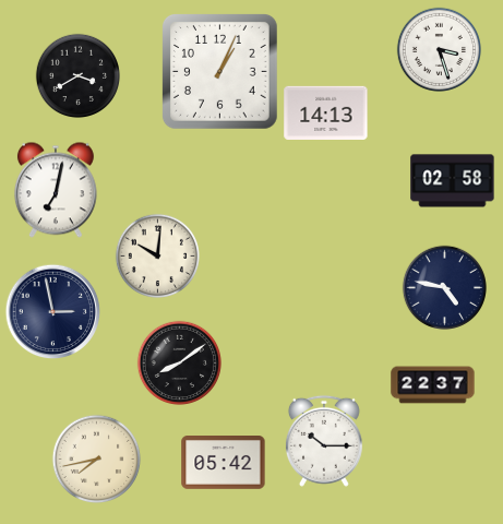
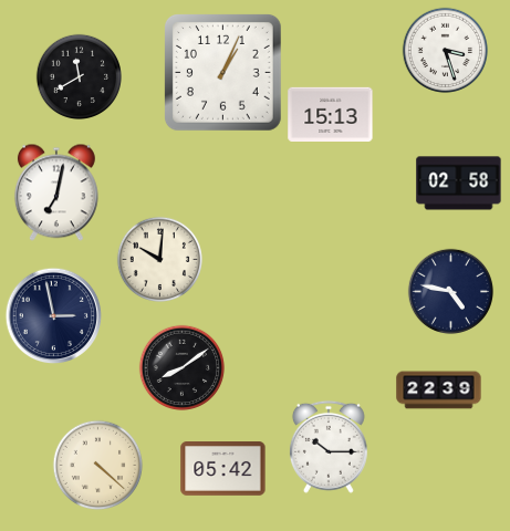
clock at (77, 75): 3:40 -> 11:40
clock at (326, 112): 14:13 -> 15:13
clock at (433, 385): 22:37 -> 22:39
clock at (96, 458): 7:43 -> 4:22
clock at (224, 463) position: (224, 463) -> (223, 469)
